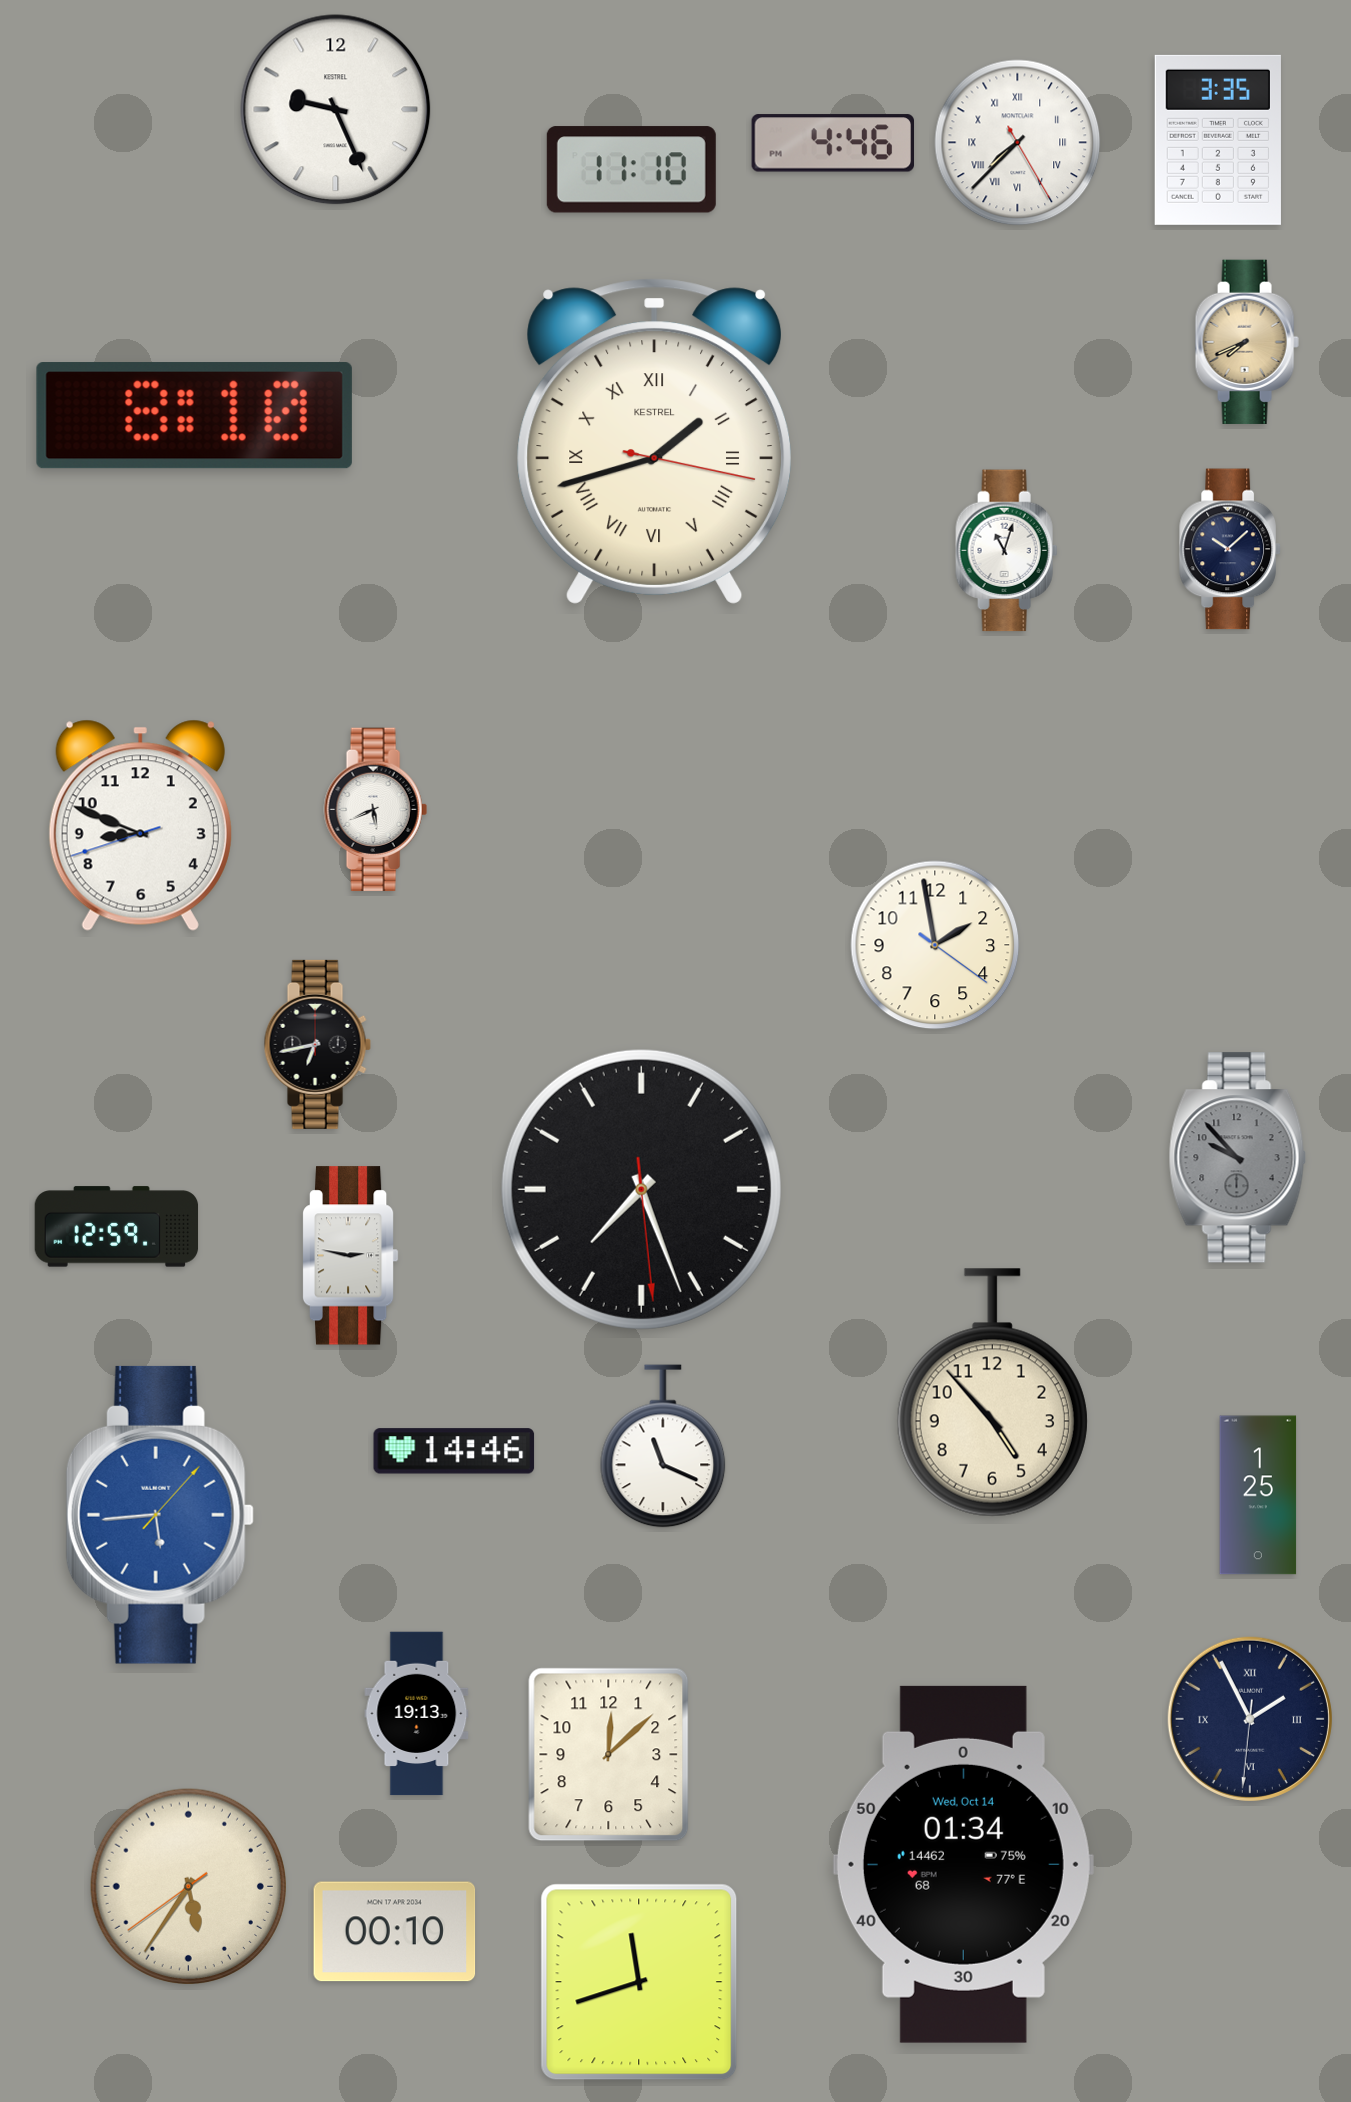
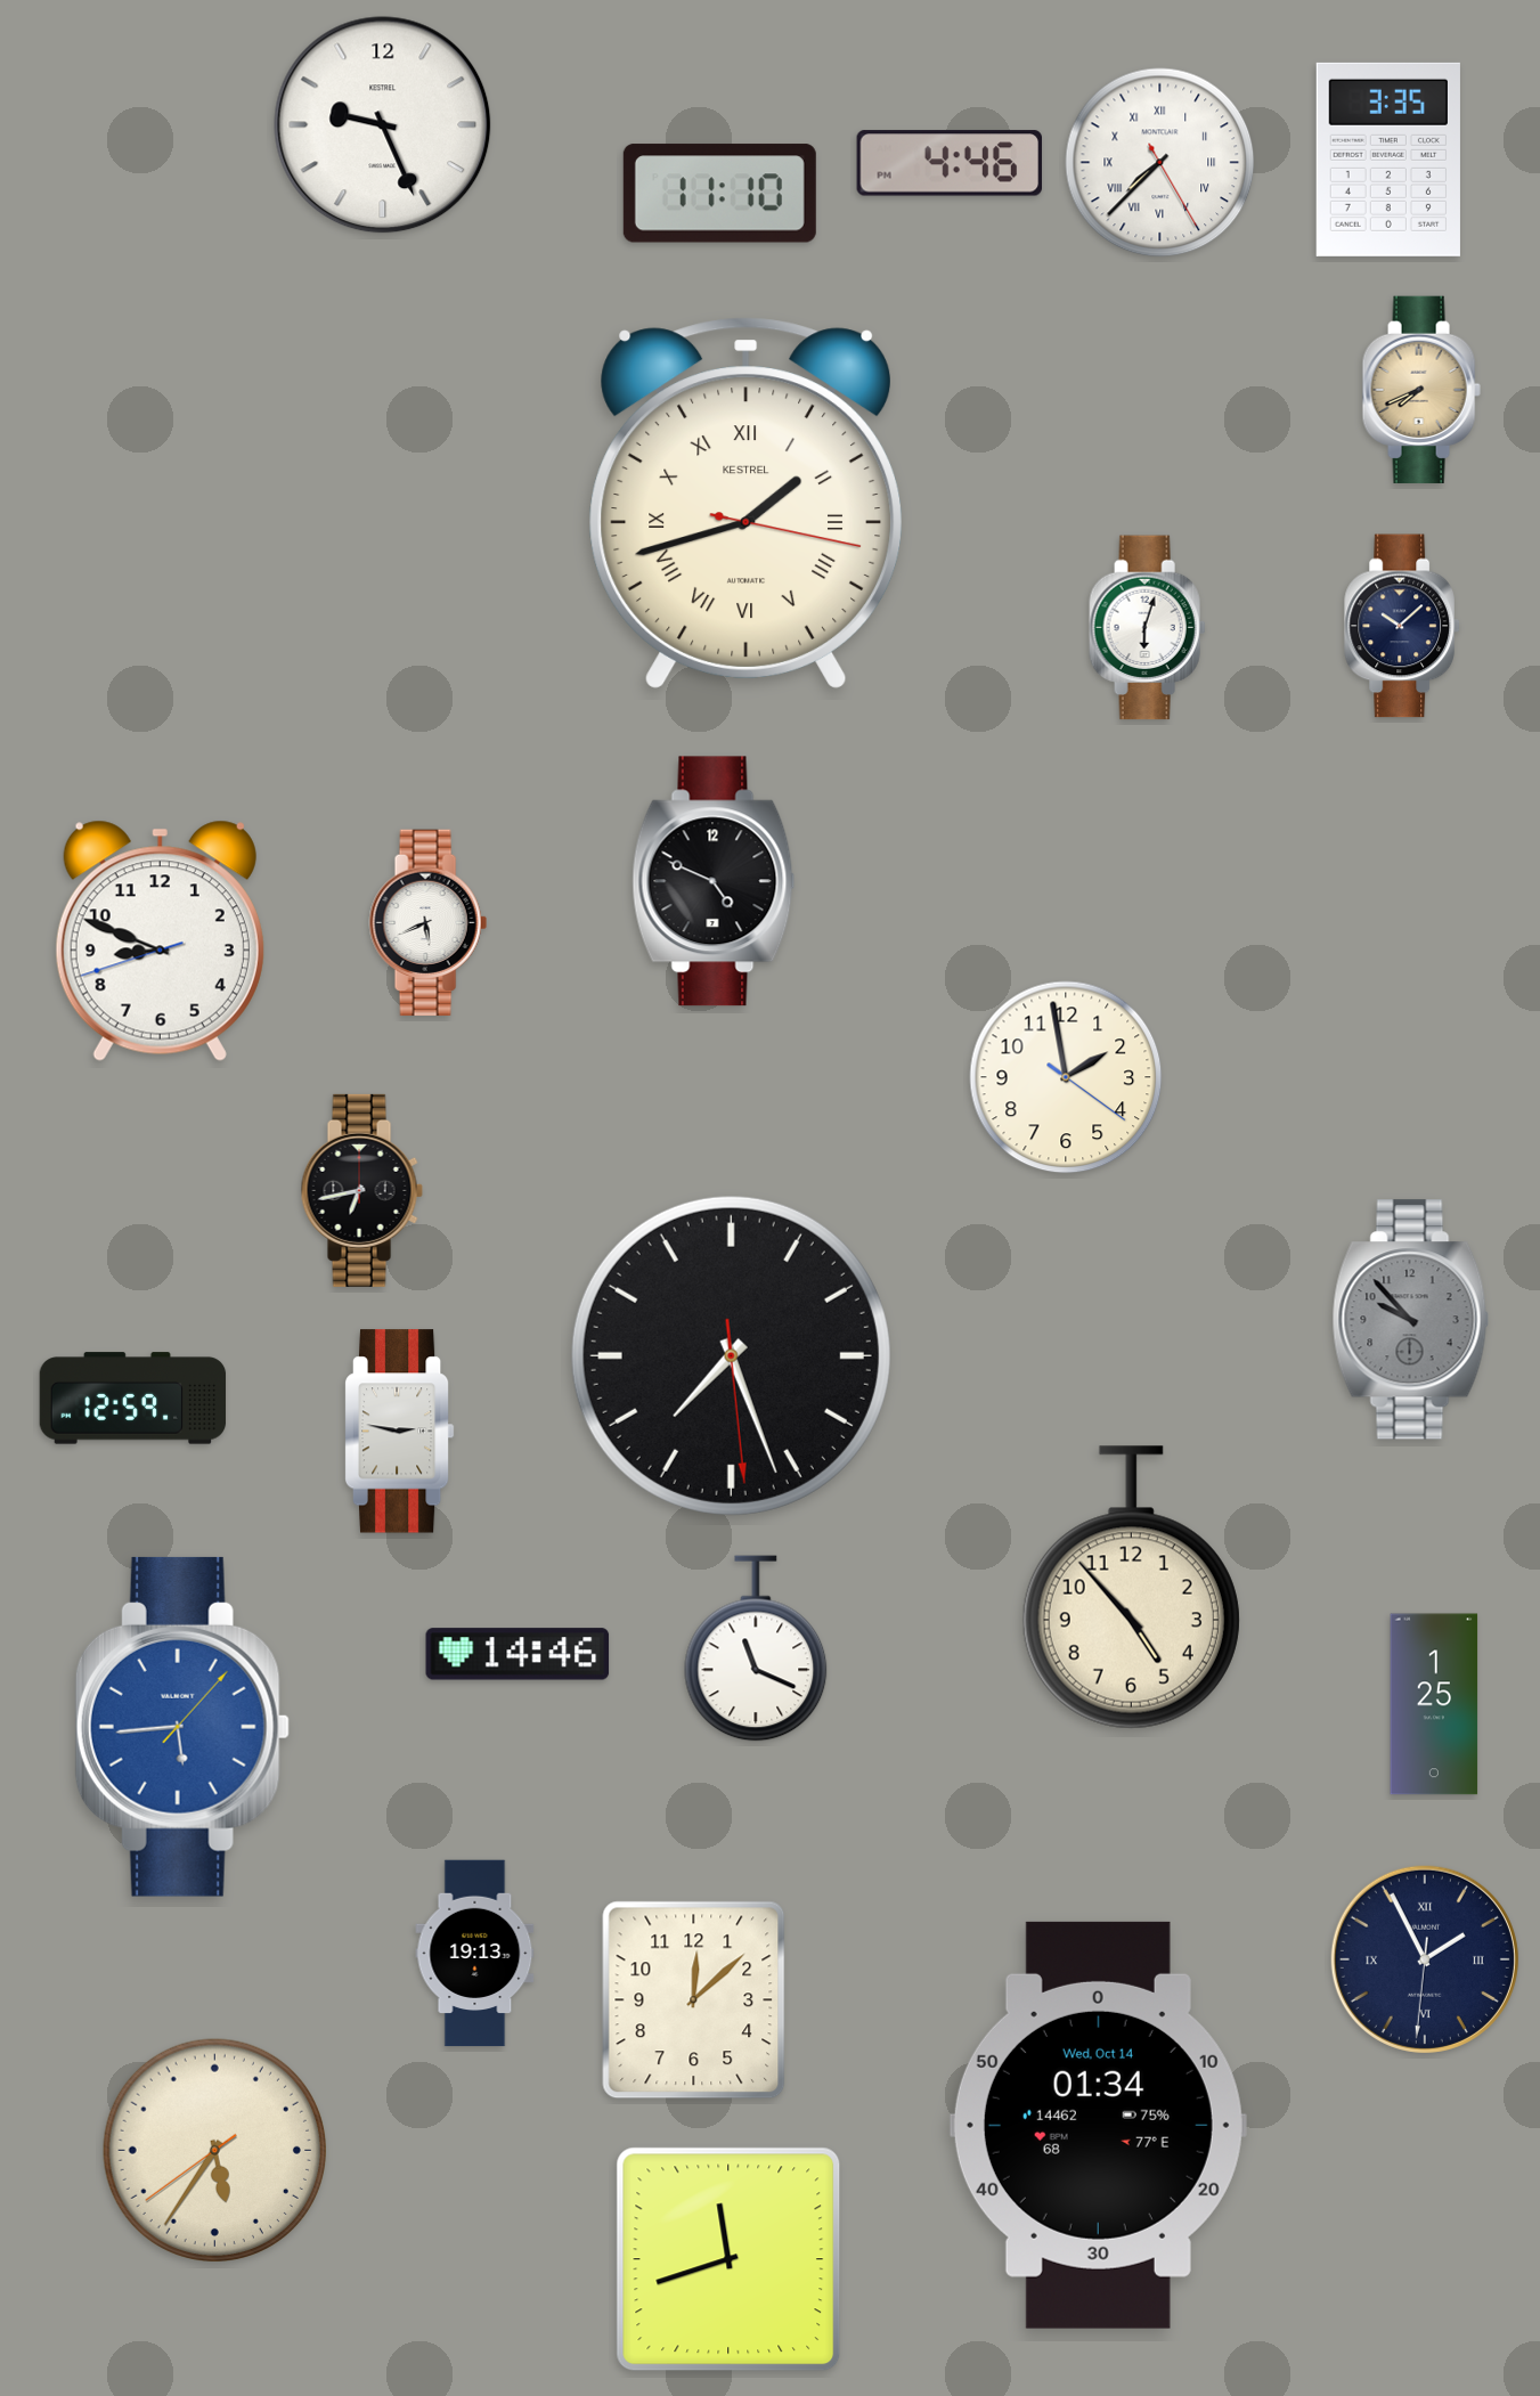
clock at (194, 416): 8:10 -> none
clock at (1007, 551): 11:03 -> 6:03
clock at (714, 881): none -> 4:49
clock at (395, 1932): 00:10 -> none
